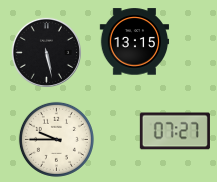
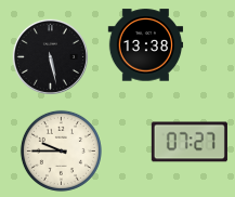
clock at (135, 42): 13:15 -> 13:38
